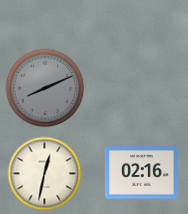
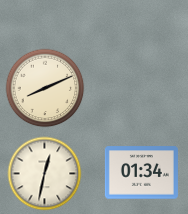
clock at (45, 88) dial: grey -> cream
clock at (141, 173): 02:16 -> 01:34
